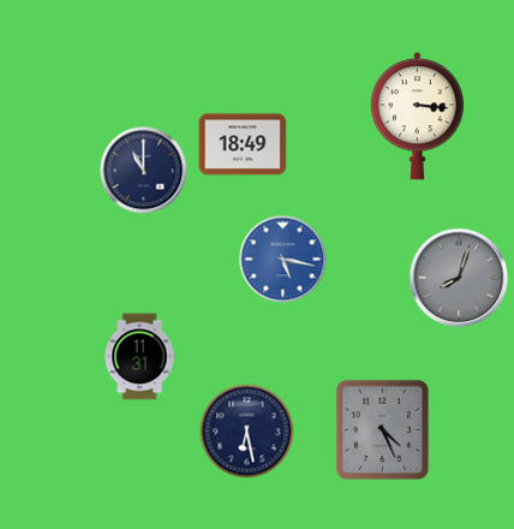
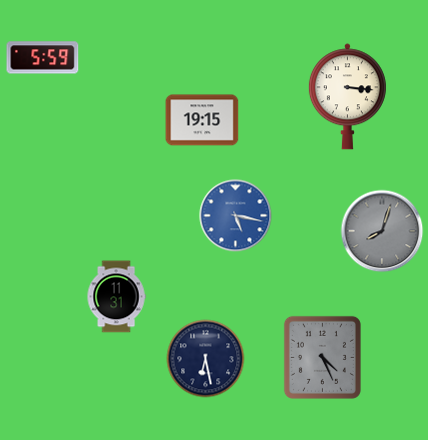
clock at (43, 58): none -> 5:59
clock at (243, 144): 18:49 -> 19:15
clock at (144, 171): 11:00 -> none
clock at (382, 429) position: (382, 429) -> (322, 357)
